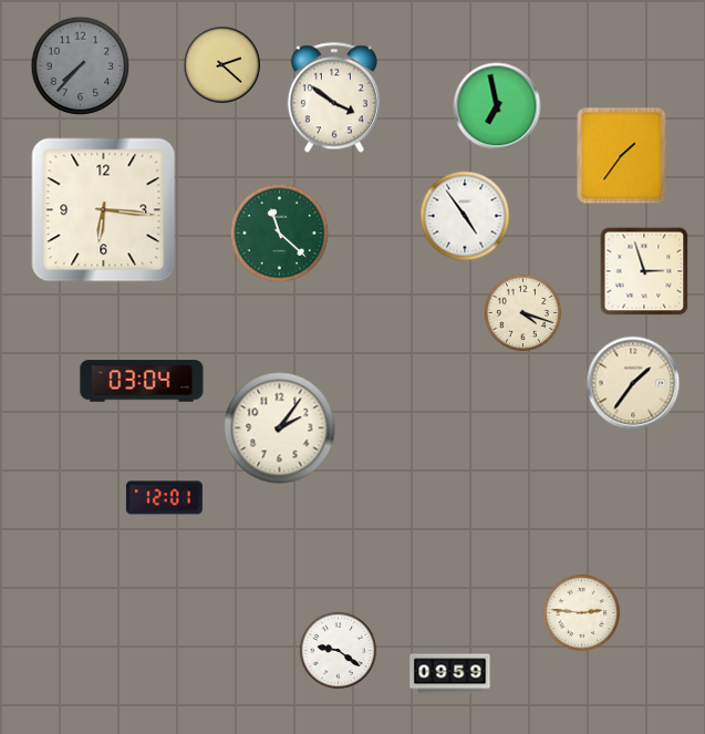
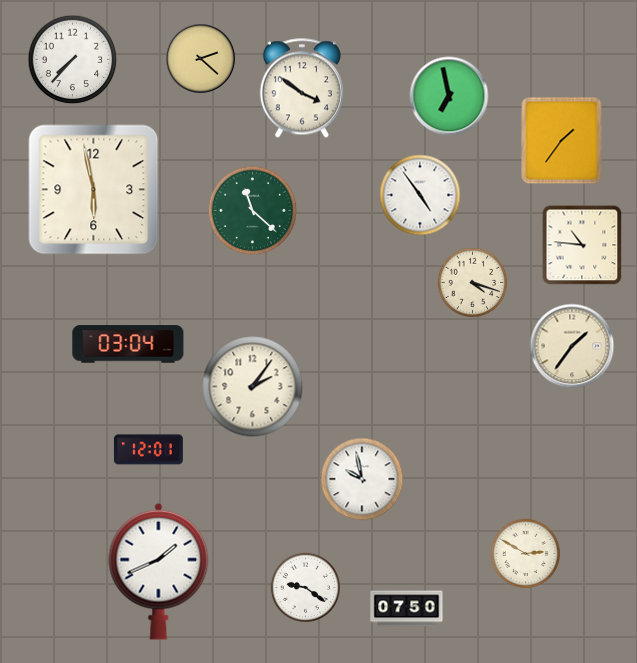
clock at (81, 66) dial: grey -> white
clock at (104, 210): 6:16 -> 5:58
clock at (644, 271): 2:57 -> 10:46
clock at (362, 479): none -> 9:58
clock at (582, 613): 2:46 -> 2:50
clock at (159, 571): none -> 1:41
clock at (450, 674): 09:59 -> 07:50
